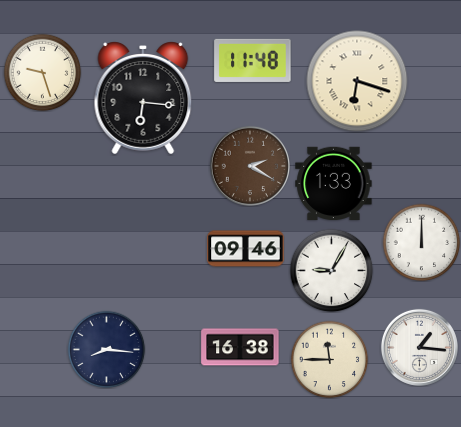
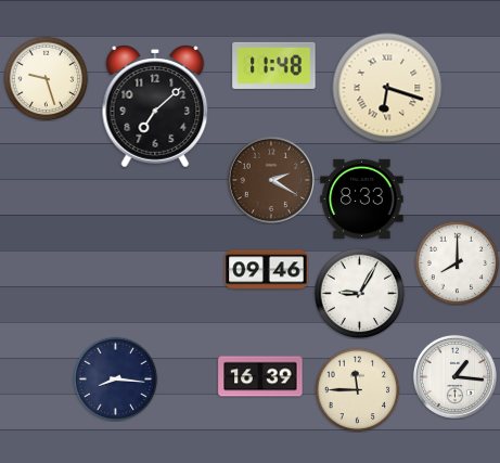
clock at (143, 98): 6:16 -> 7:08
clock at (334, 183): 1:33 -> 8:33
clock at (421, 242): 12:00 -> 8:00
clock at (240, 347): 16:38 -> 16:39
